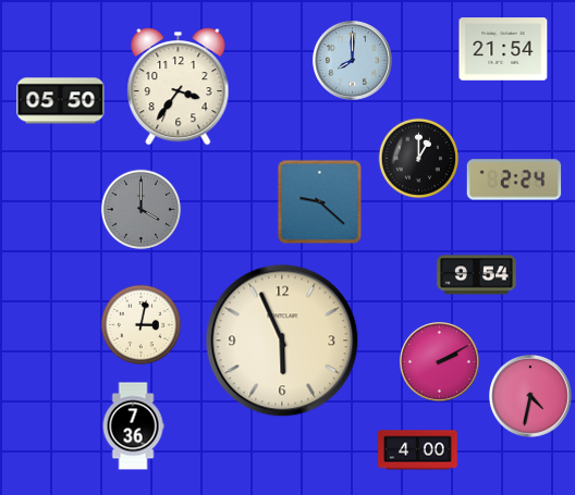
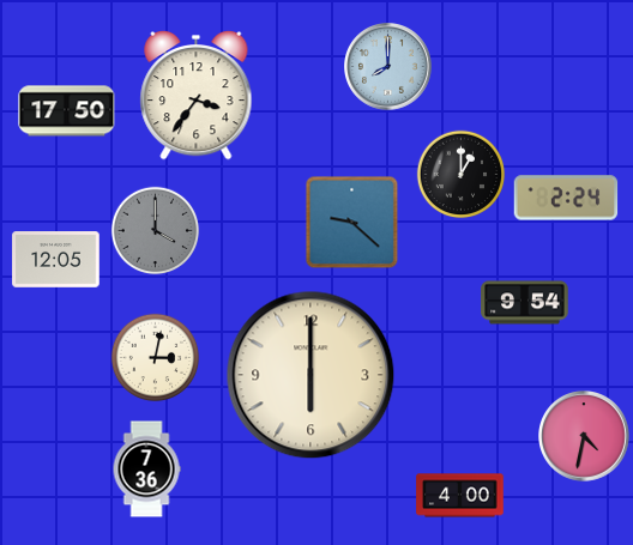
clock at (503, 49): 21:54 -> none
clock at (61, 101): 05:50 -> 17:50
clock at (56, 260): none -> 12:05
clock at (282, 341): 5:56 -> 6:00
clock at (440, 362): 2:10 -> none
